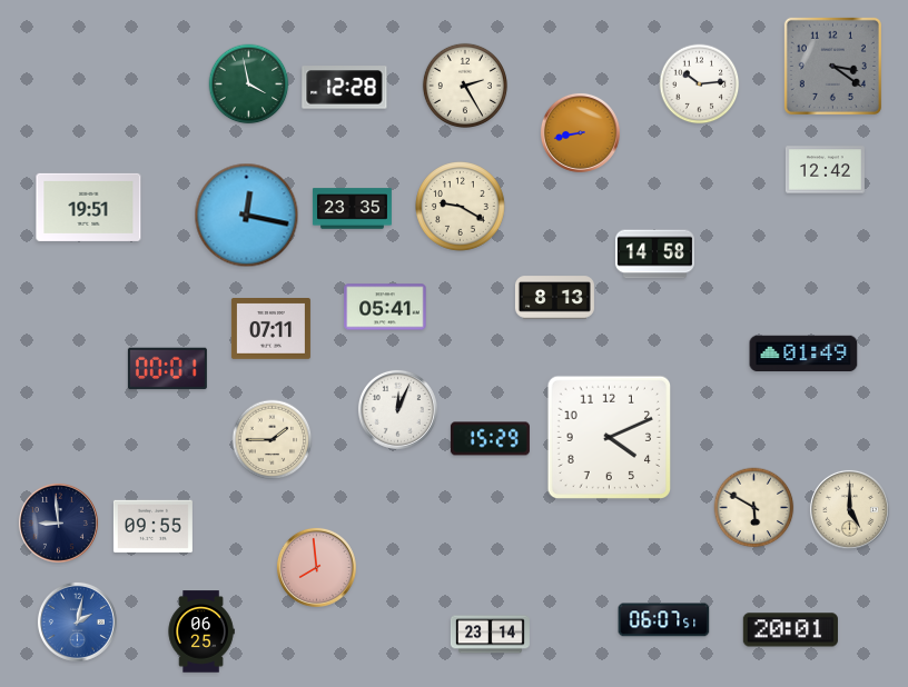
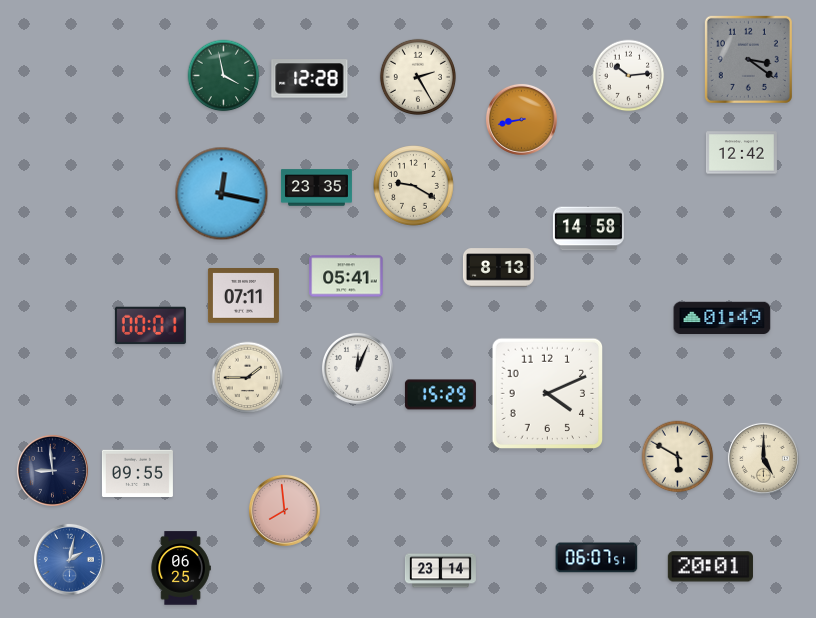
clock at (89, 207): 19:51 -> none
clock at (167, 369) position: (167, 369) -> (150, 326)
clock at (273, 440) position: (273, 440) -> (248, 378)
